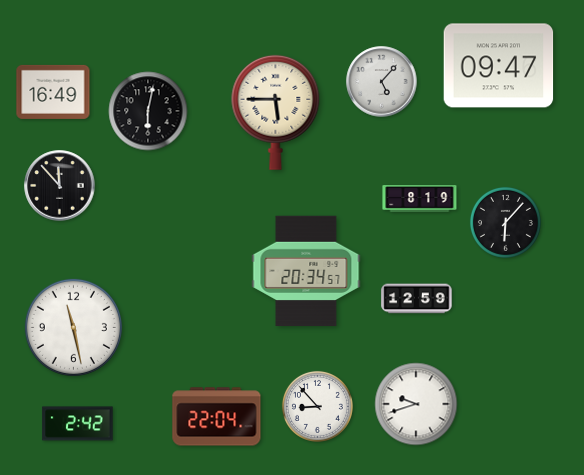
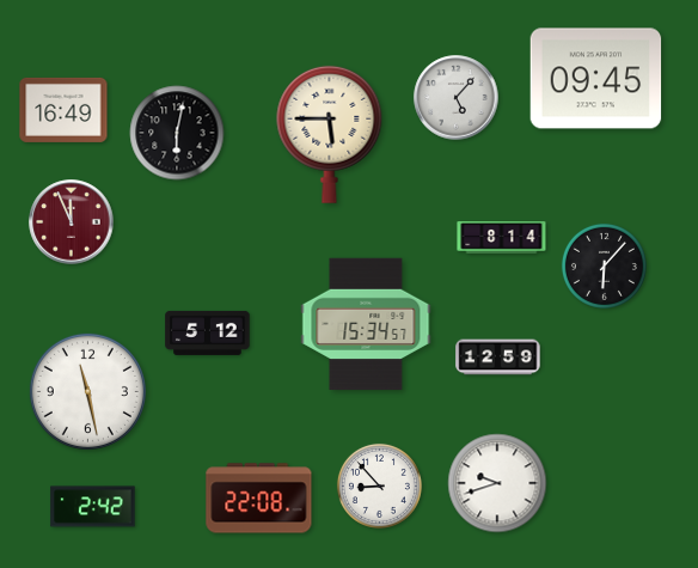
clock at (499, 66): 09:47 -> 09:45
clock at (60, 186): 11:53 -> 11:56
clock at (60, 186) dial: black -> burgundy
clock at (420, 199): 8:19 -> 8:14
clock at (306, 271): 20:34 -> 15:34
clock at (208, 332): none -> 5:12
clock at (217, 417): 22:04 -> 22:08
